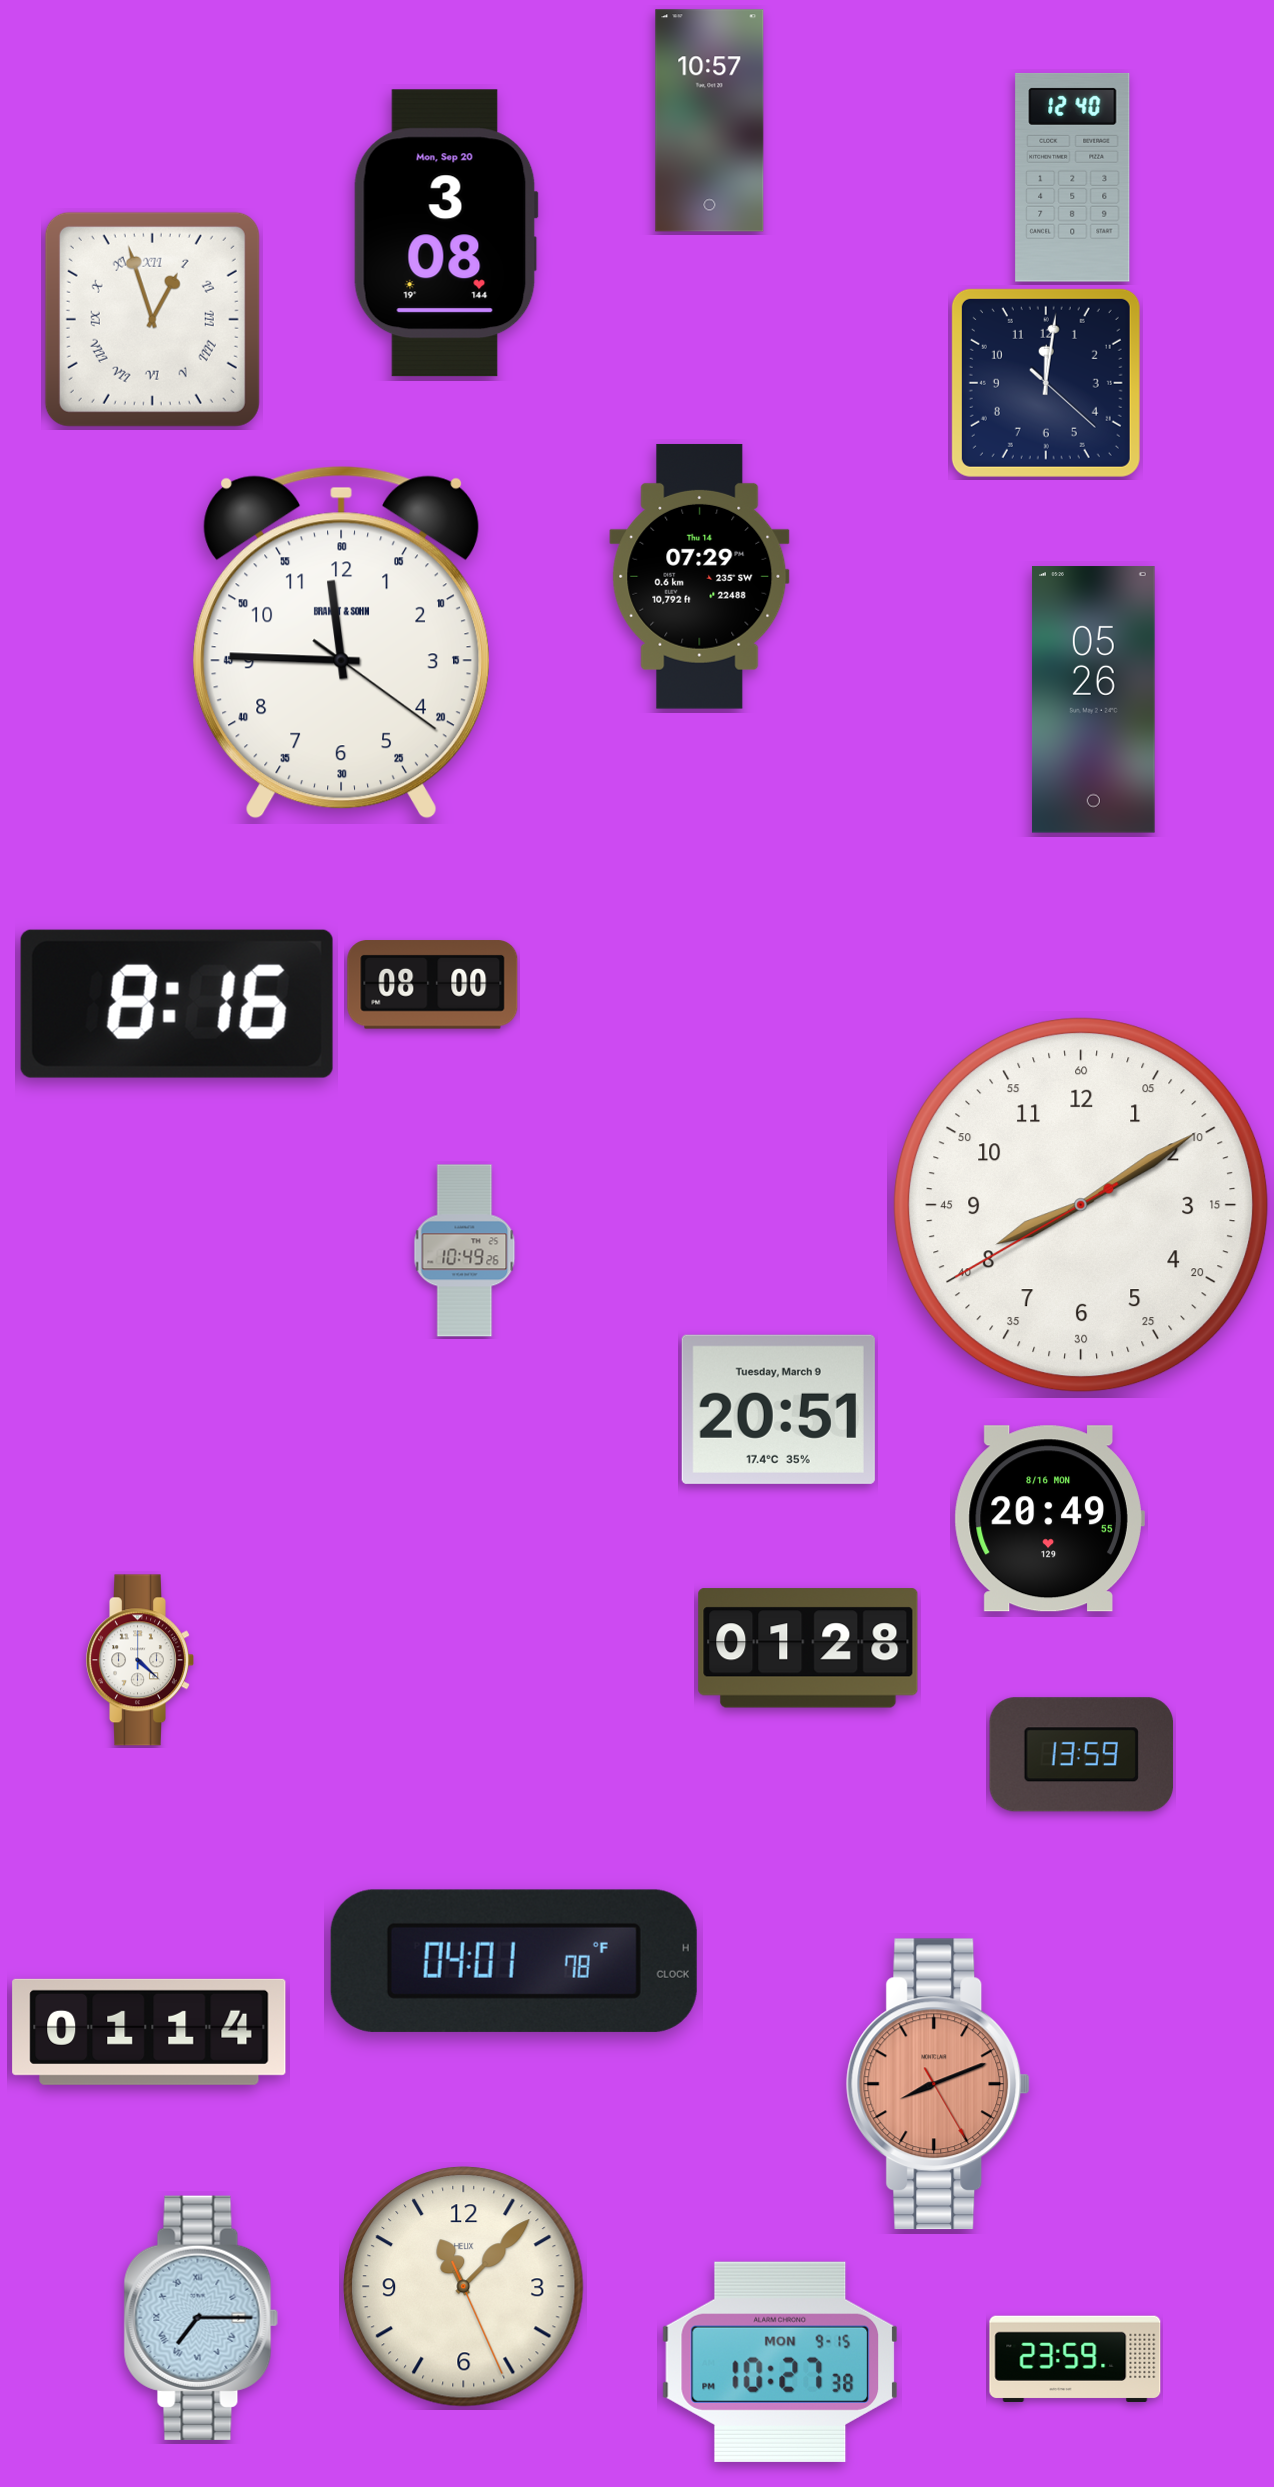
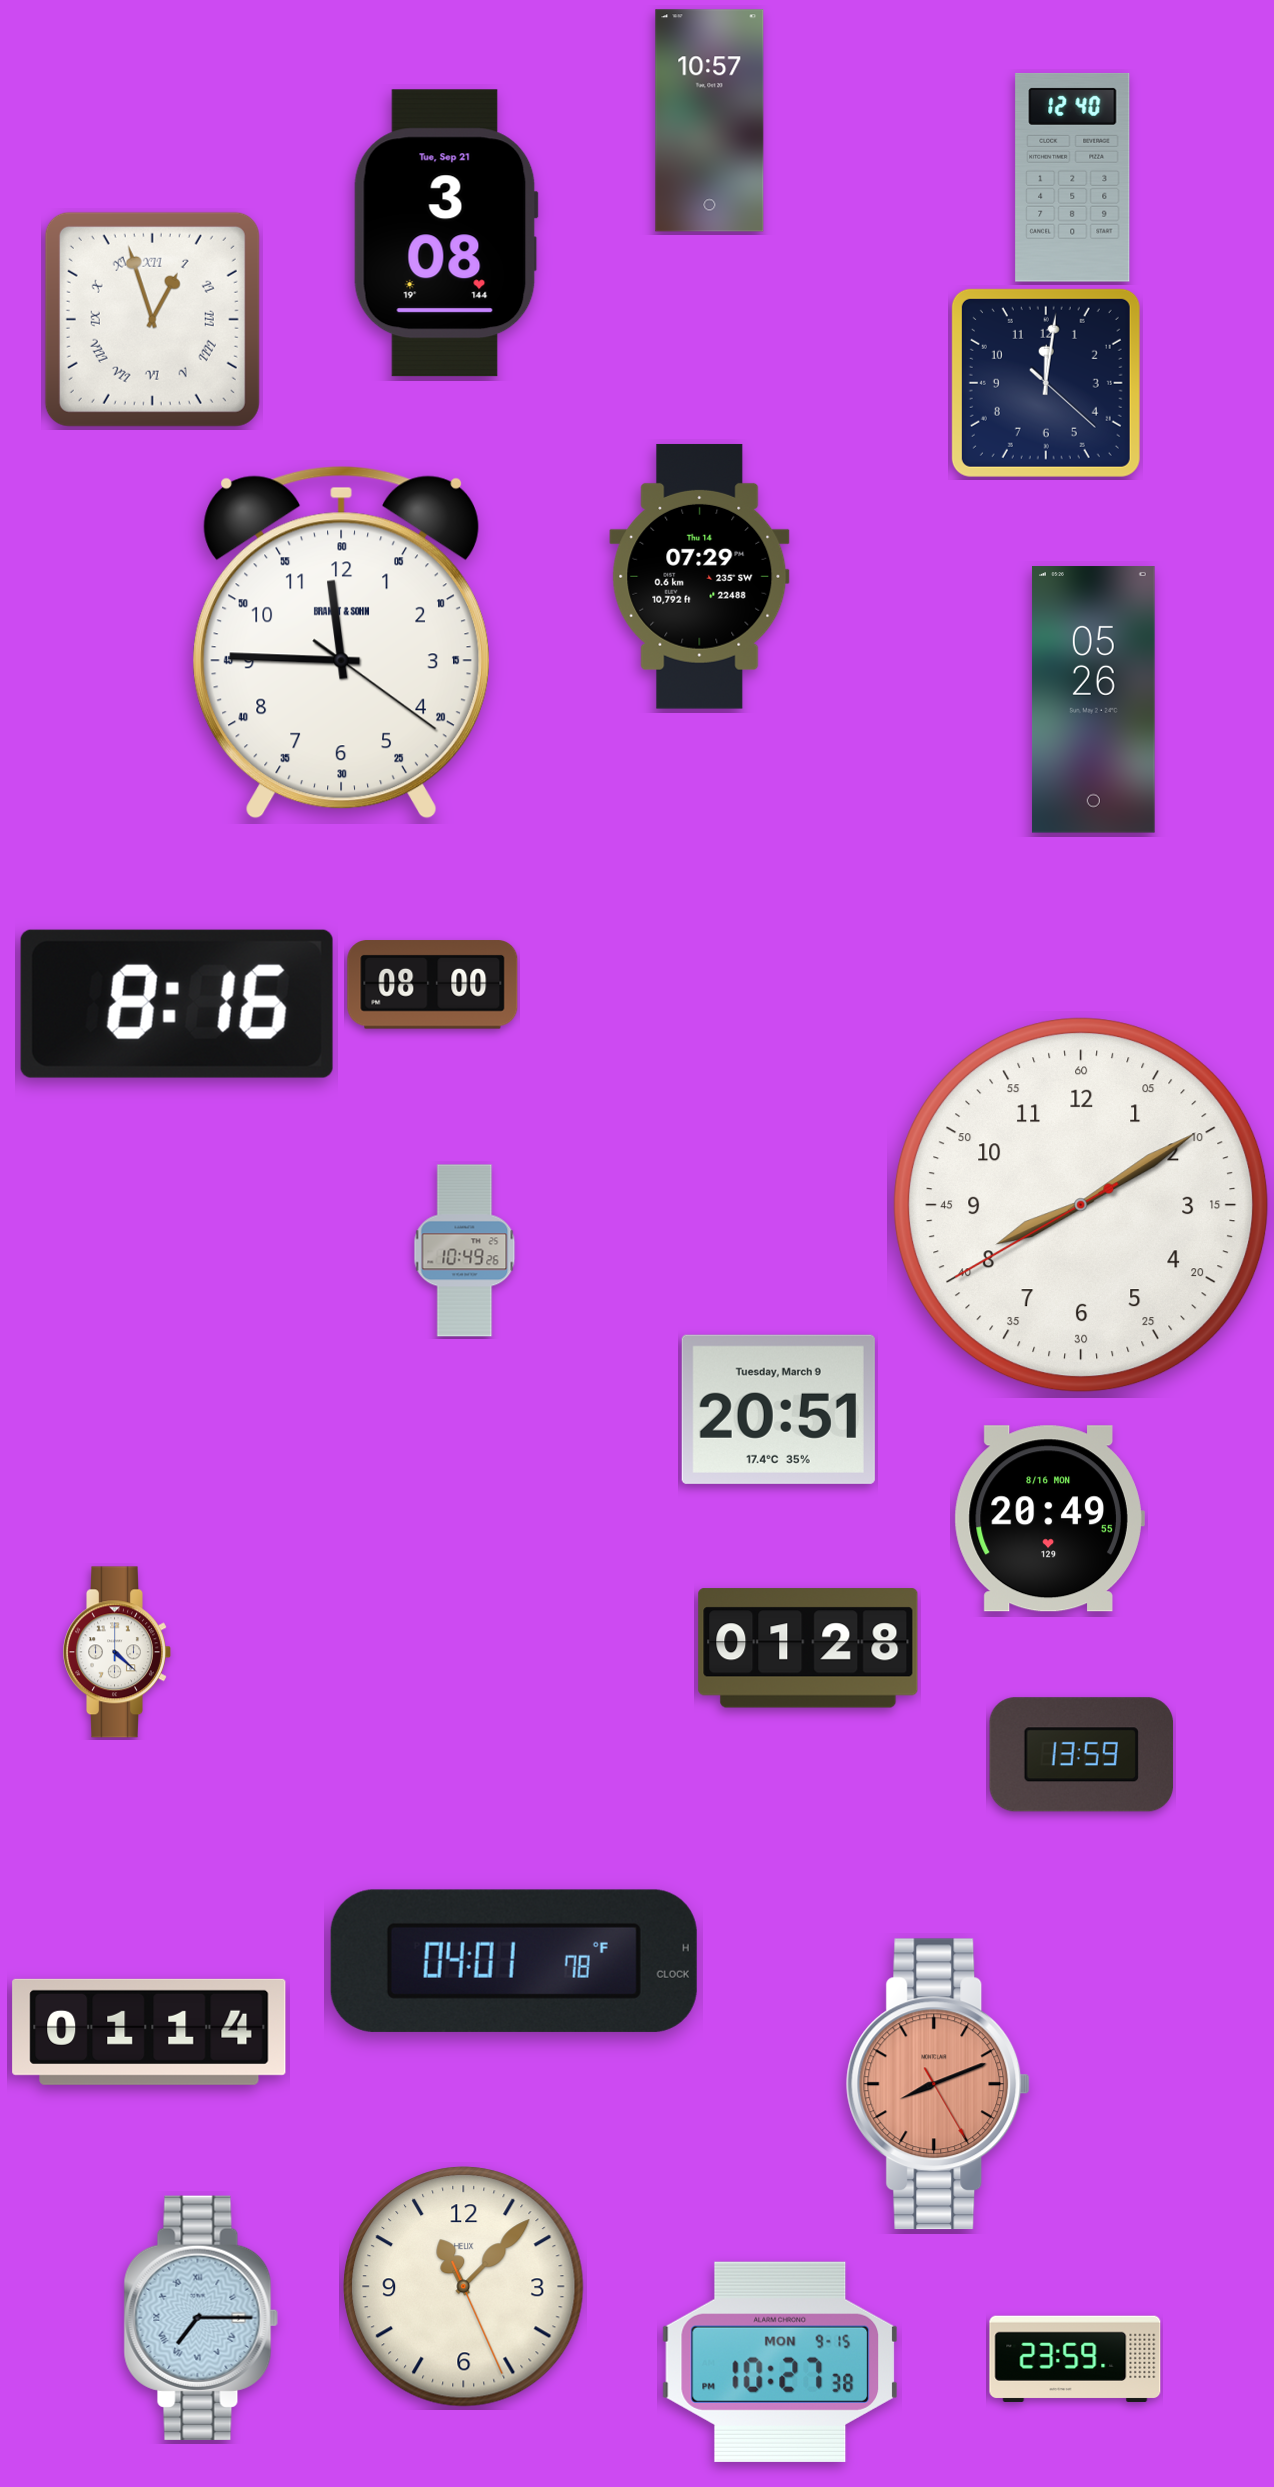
clock at (446, 233) date: Mon, Sep 20 -> Tue, Sep 21
clock at (141, 1660) position: (141, 1660) -> (118, 1652)
